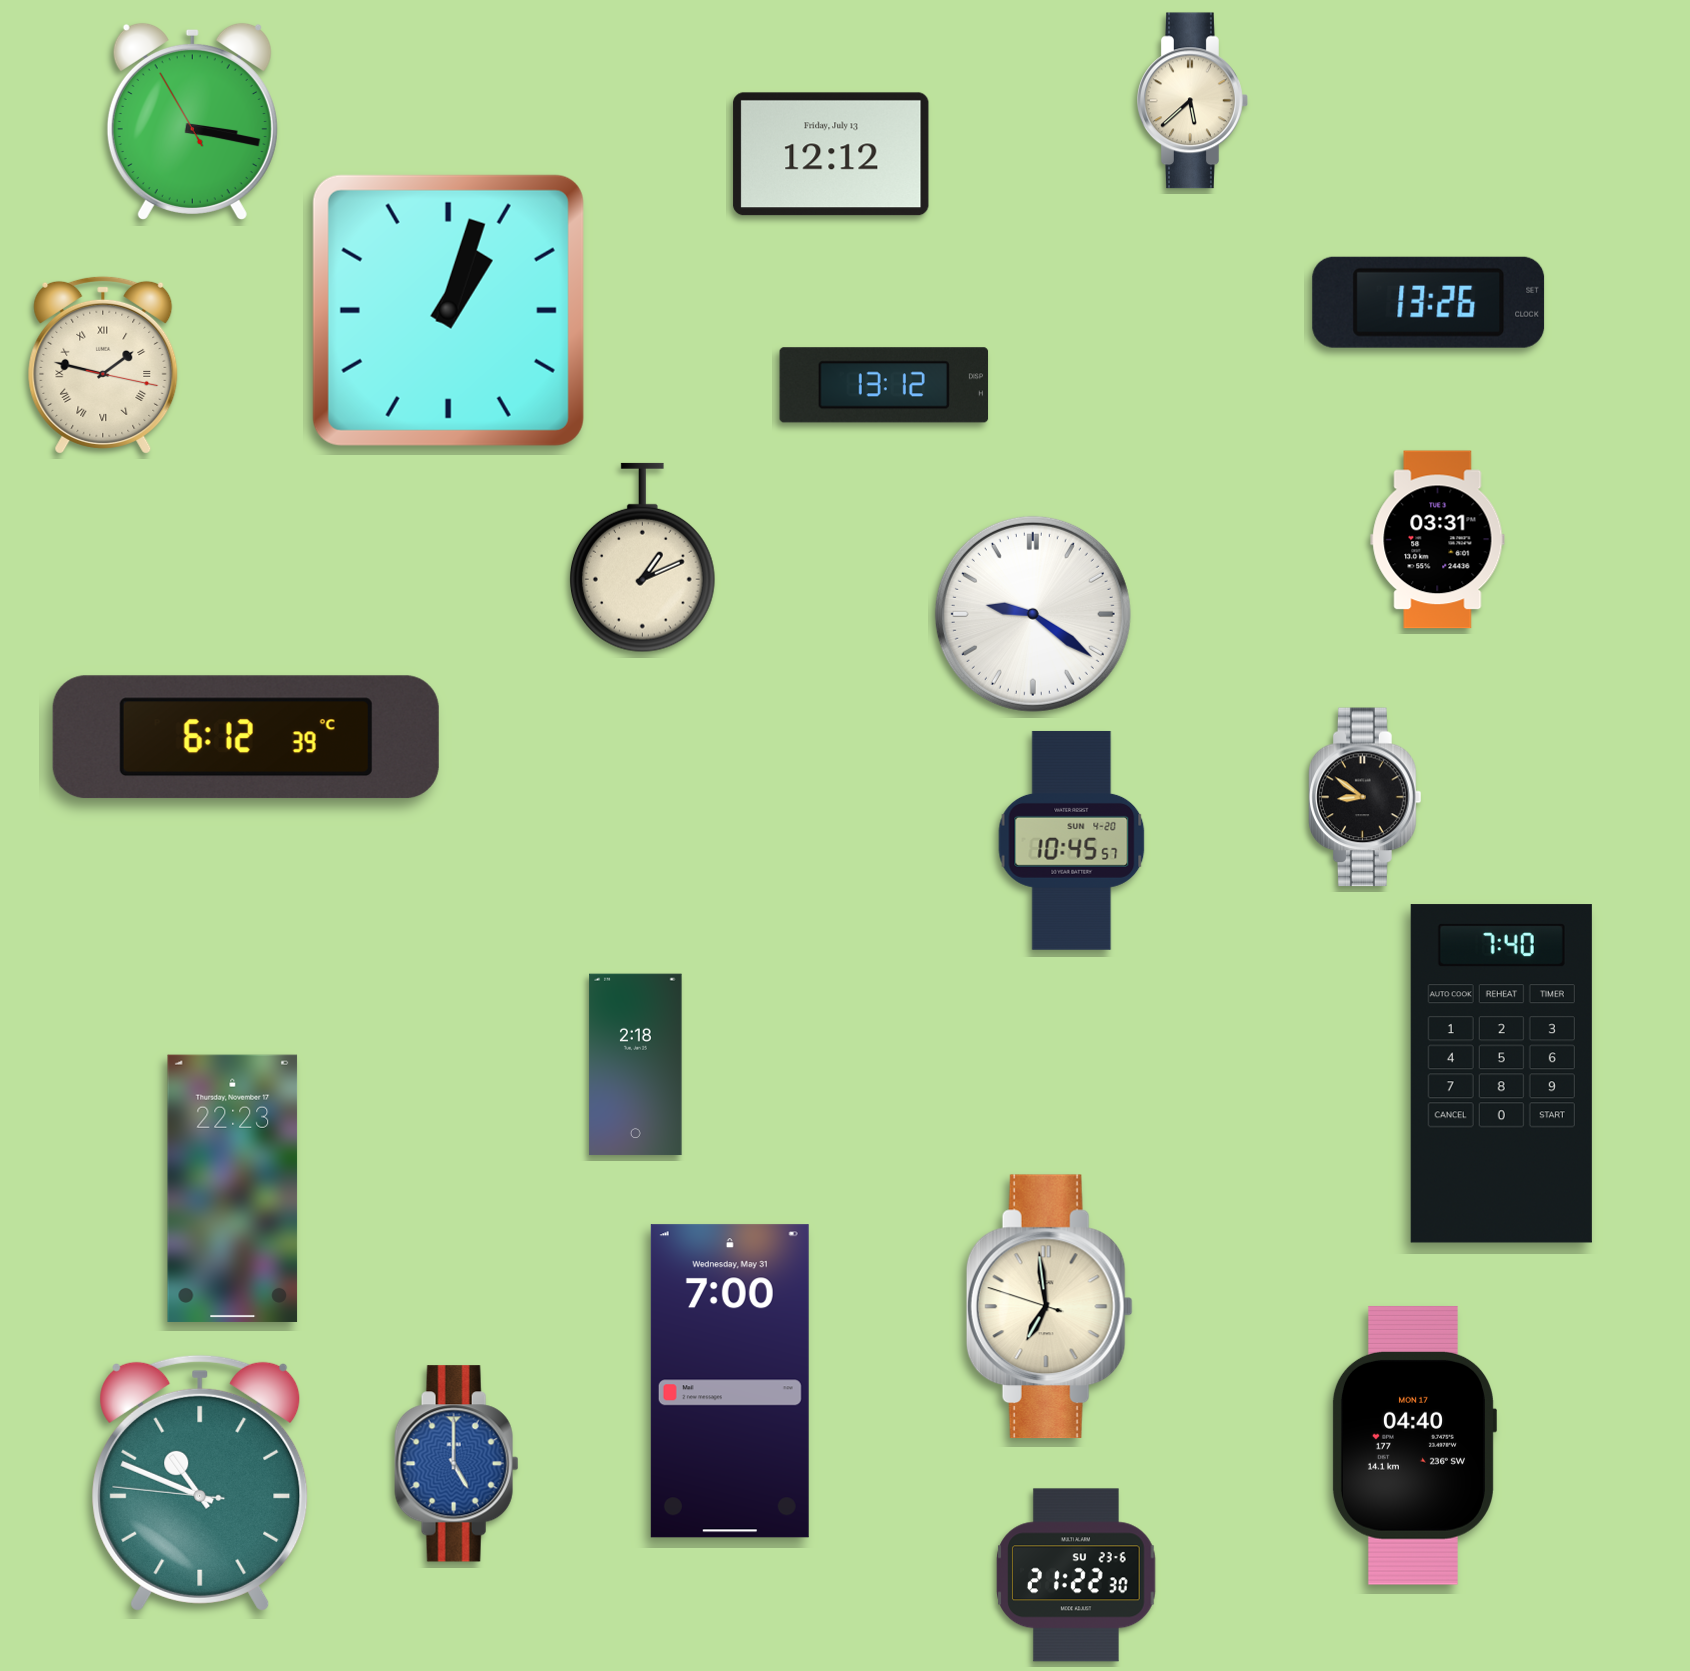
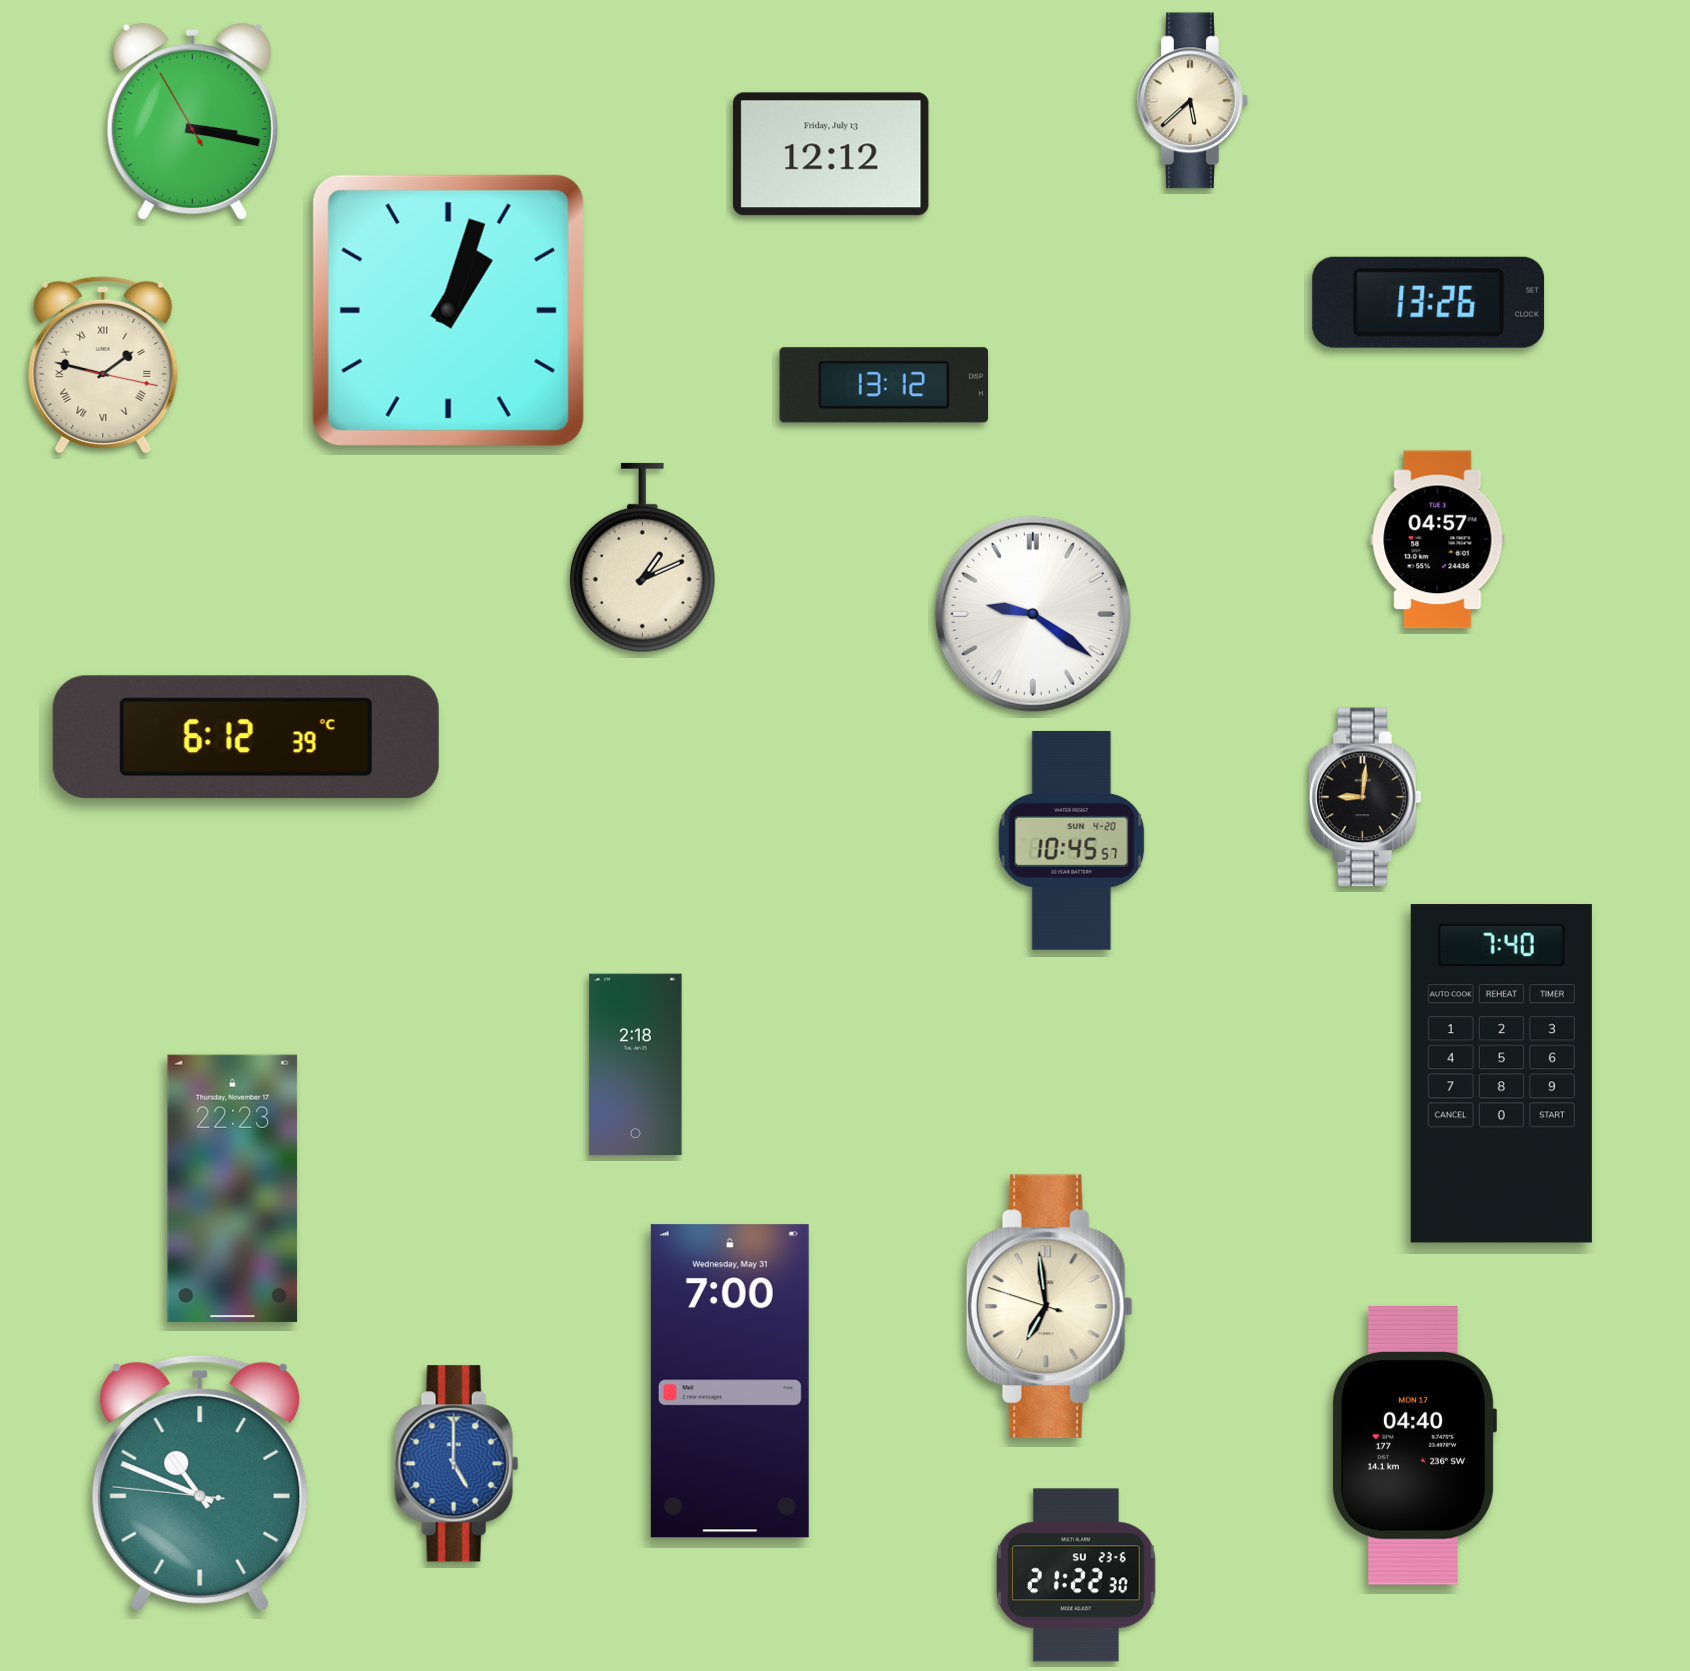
clock at (1438, 540): 03:31 -> 04:57
clock at (1365, 797): 8:51 -> 9:01
